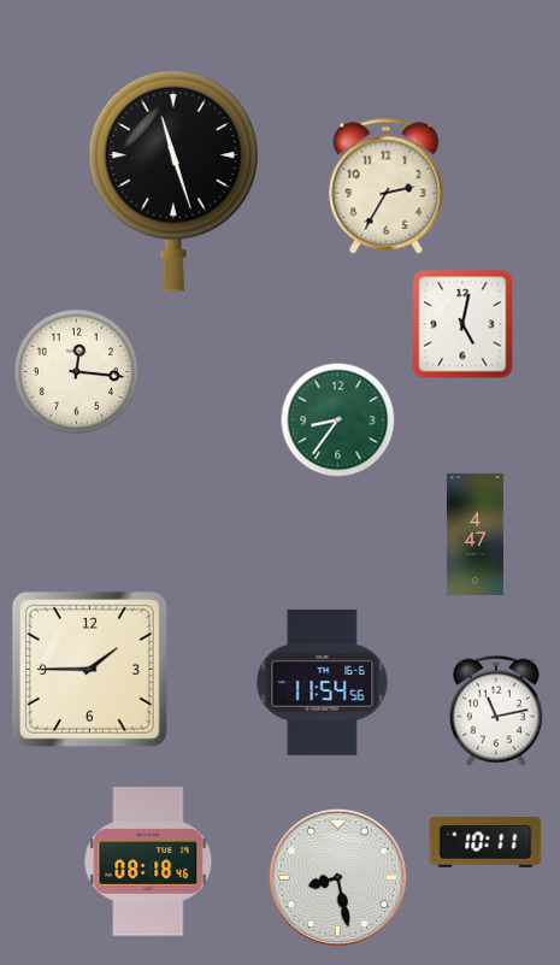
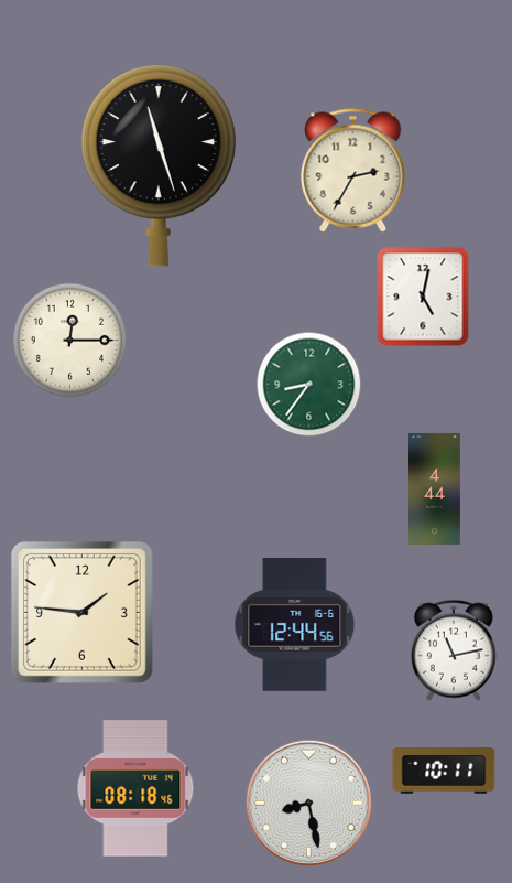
clock at (76, 371): 12:16 -> 12:15
clock at (474, 534): 4:47 -> 4:44
clock at (89, 669): 1:45 -> 1:46
clock at (323, 682): 11:54 -> 12:44
